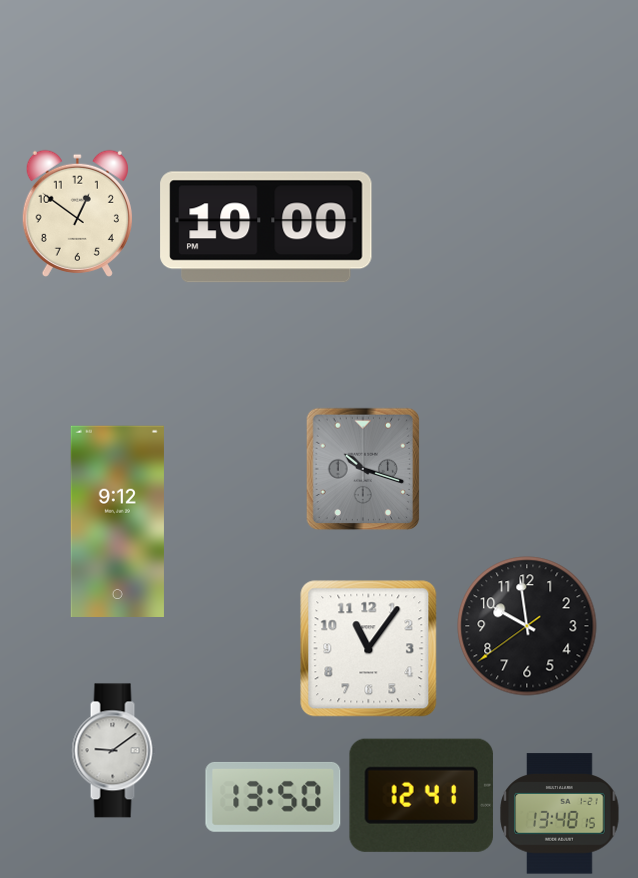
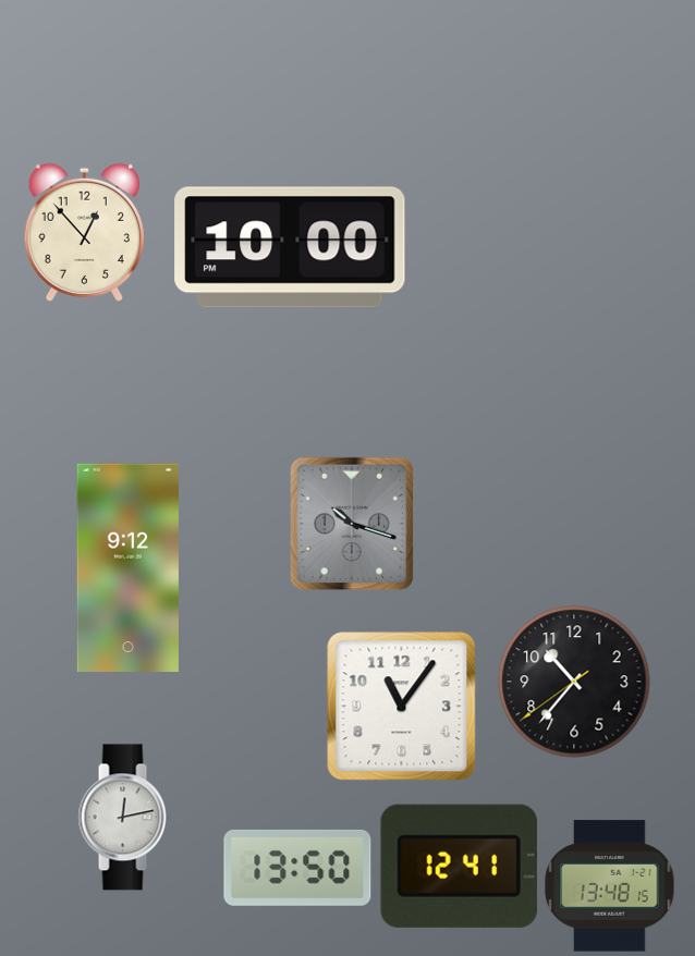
clock at (77, 213): 12:51 -> 12:53
clock at (363, 469) position: (363, 469) -> (352, 524)
clock at (527, 626): 9:58 -> 10:36
clock at (114, 751): 9:09 -> 12:13
